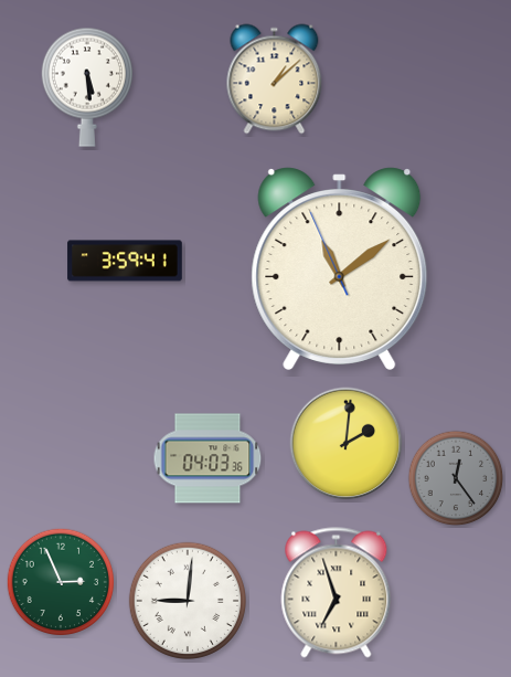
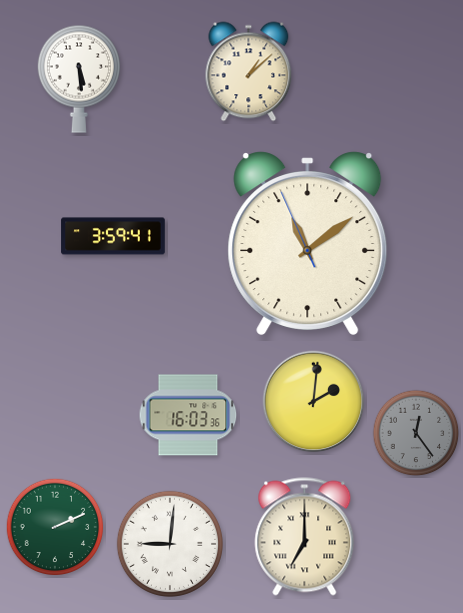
clock at (207, 458): 04:03 -> 16:03
clock at (456, 478) position: (456, 478) -> (416, 433)
clock at (61, 582): 2:56 -> 2:11
clock at (337, 593): 6:57 -> 7:00
